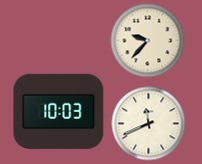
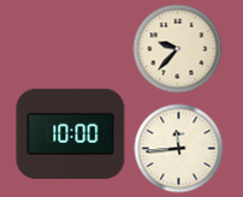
clock at (59, 111): 10:03 -> 10:00
clock at (149, 124): 11:41 -> 11:44
